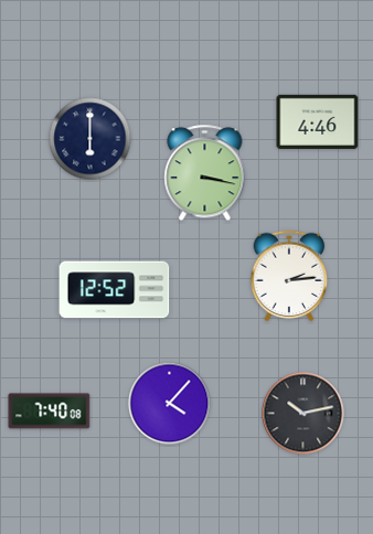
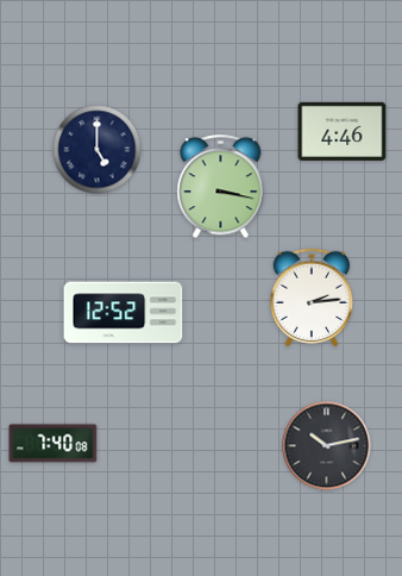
clock at (90, 139): 6:00 -> 5:00
clock at (170, 404): 4:07 -> none
